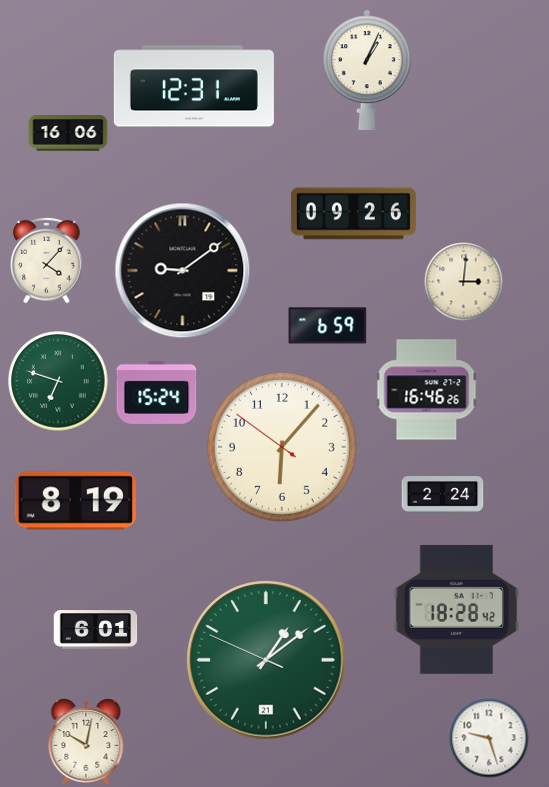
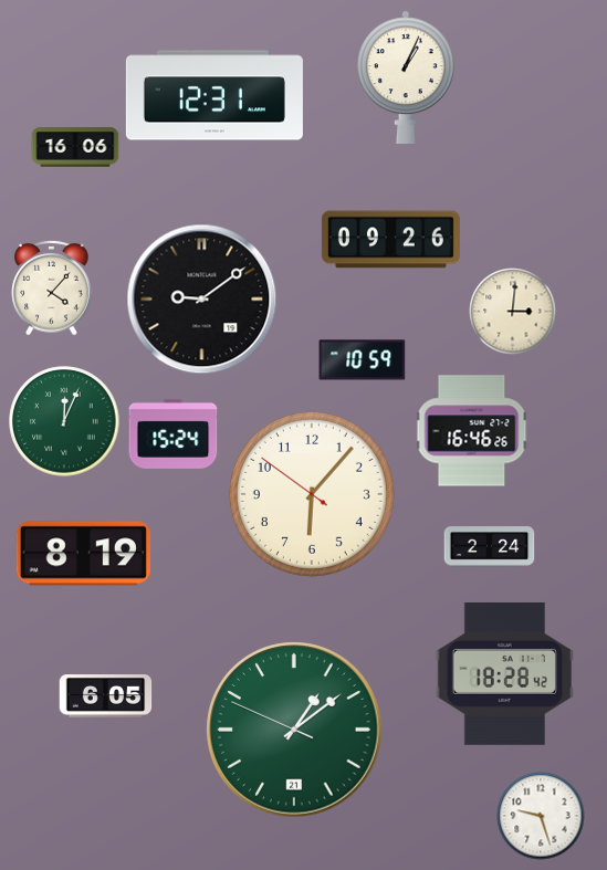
clock at (353, 214) position: (353, 214) -> (390, 240)
clock at (328, 326): 6:59 -> 10:59
clock at (58, 381): 6:48 -> 12:04
clock at (96, 630): 6:01 -> 6:05
clock at (86, 742): 10:02 -> none
